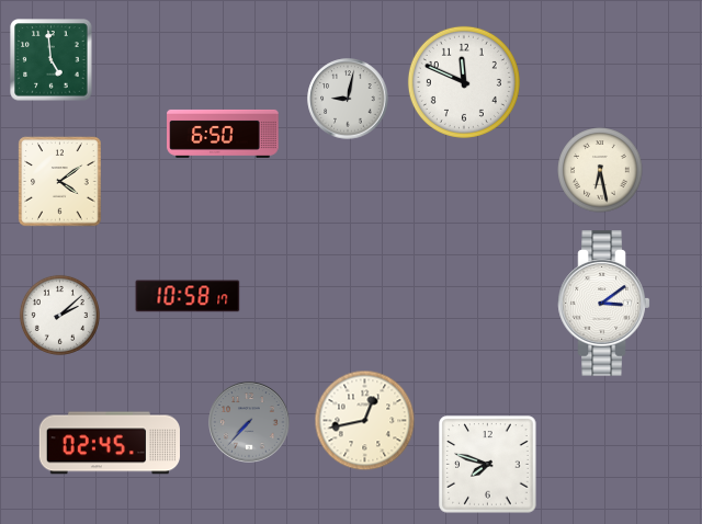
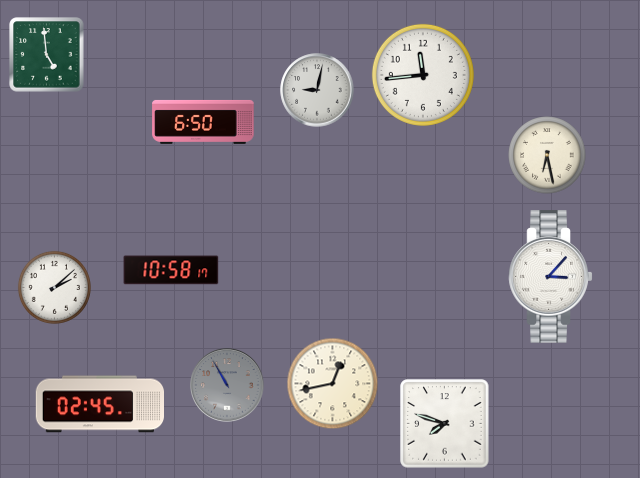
clock at (464, 82): 11:49 -> 11:44
clock at (60, 182): 4:09 -> none
clock at (604, 304): 3:09 -> 3:07
clock at (249, 422): 7:37 -> 10:55
